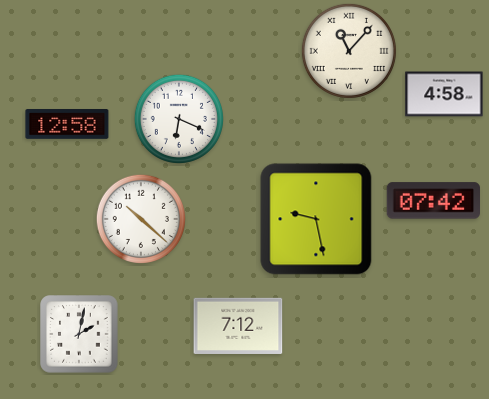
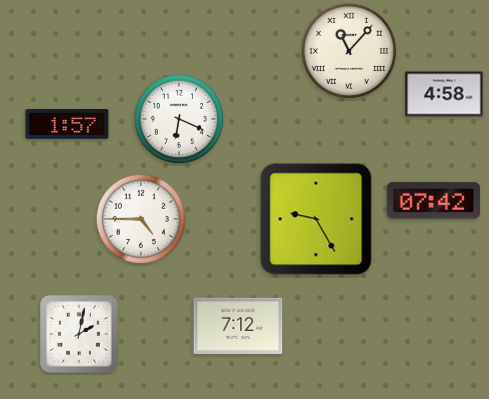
clock at (67, 125): 12:58 -> 1:57
clock at (141, 219): 10:22 -> 4:45
clock at (316, 219): 9:28 -> 9:25
